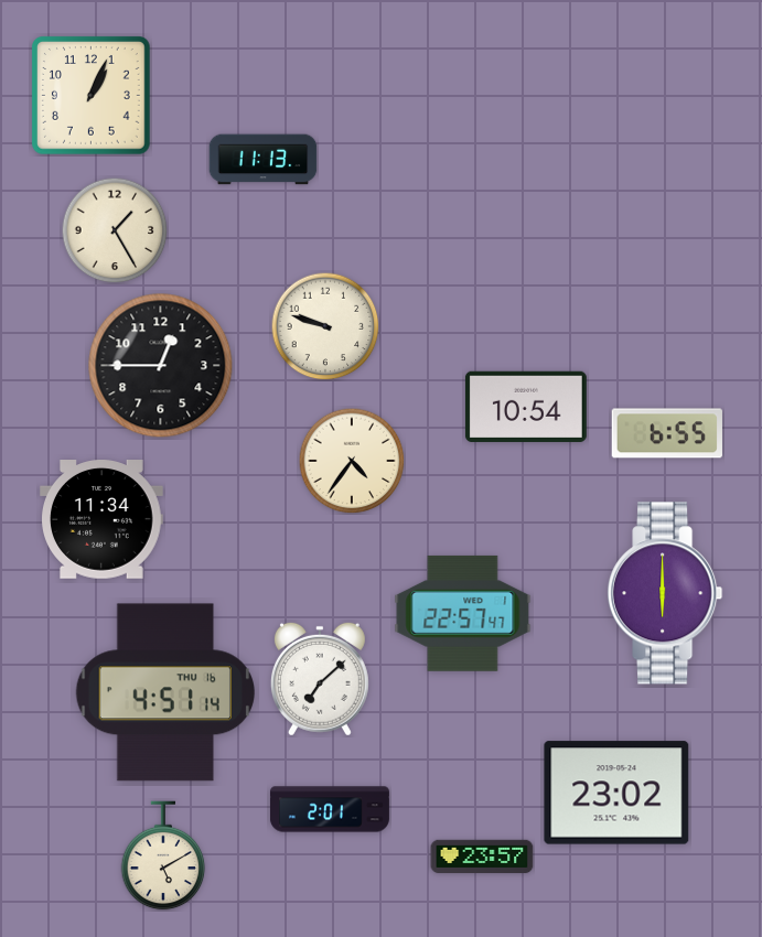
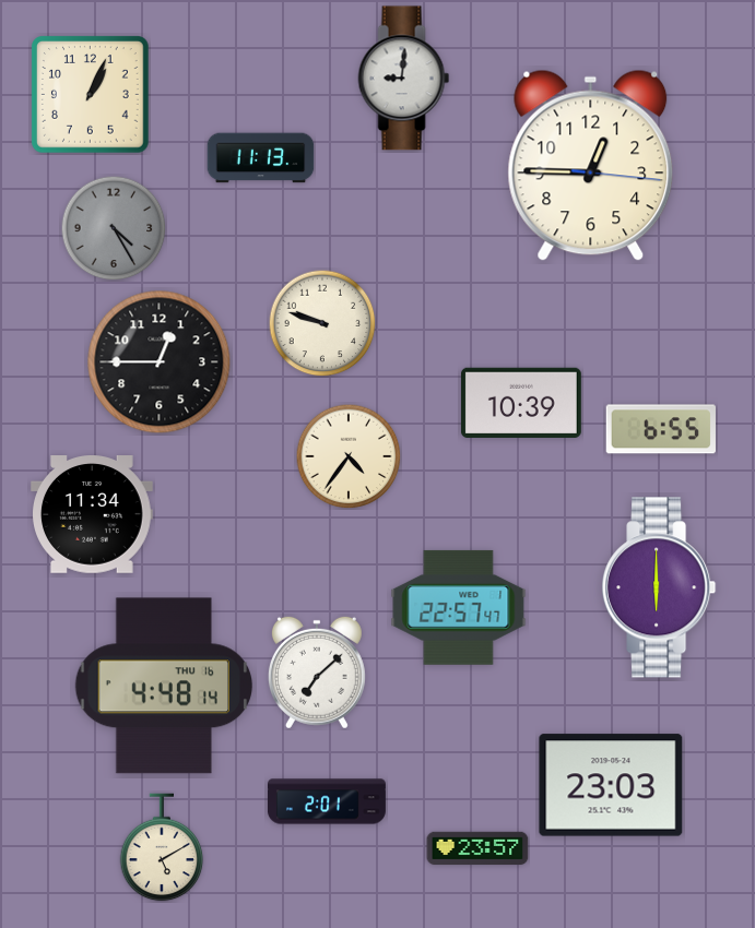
clock at (404, 79): none -> 9:01
clock at (591, 165): none -> 12:45
clock at (115, 230): 1:25 -> 4:25
clock at (115, 230) dial: cream -> grey
clock at (526, 406): 10:54 -> 10:39
clock at (103, 520) position: (103, 520) -> (93, 515)
clock at (165, 692): 4:51 -> 4:48
clock at (616, 793): 23:02 -> 23:03
